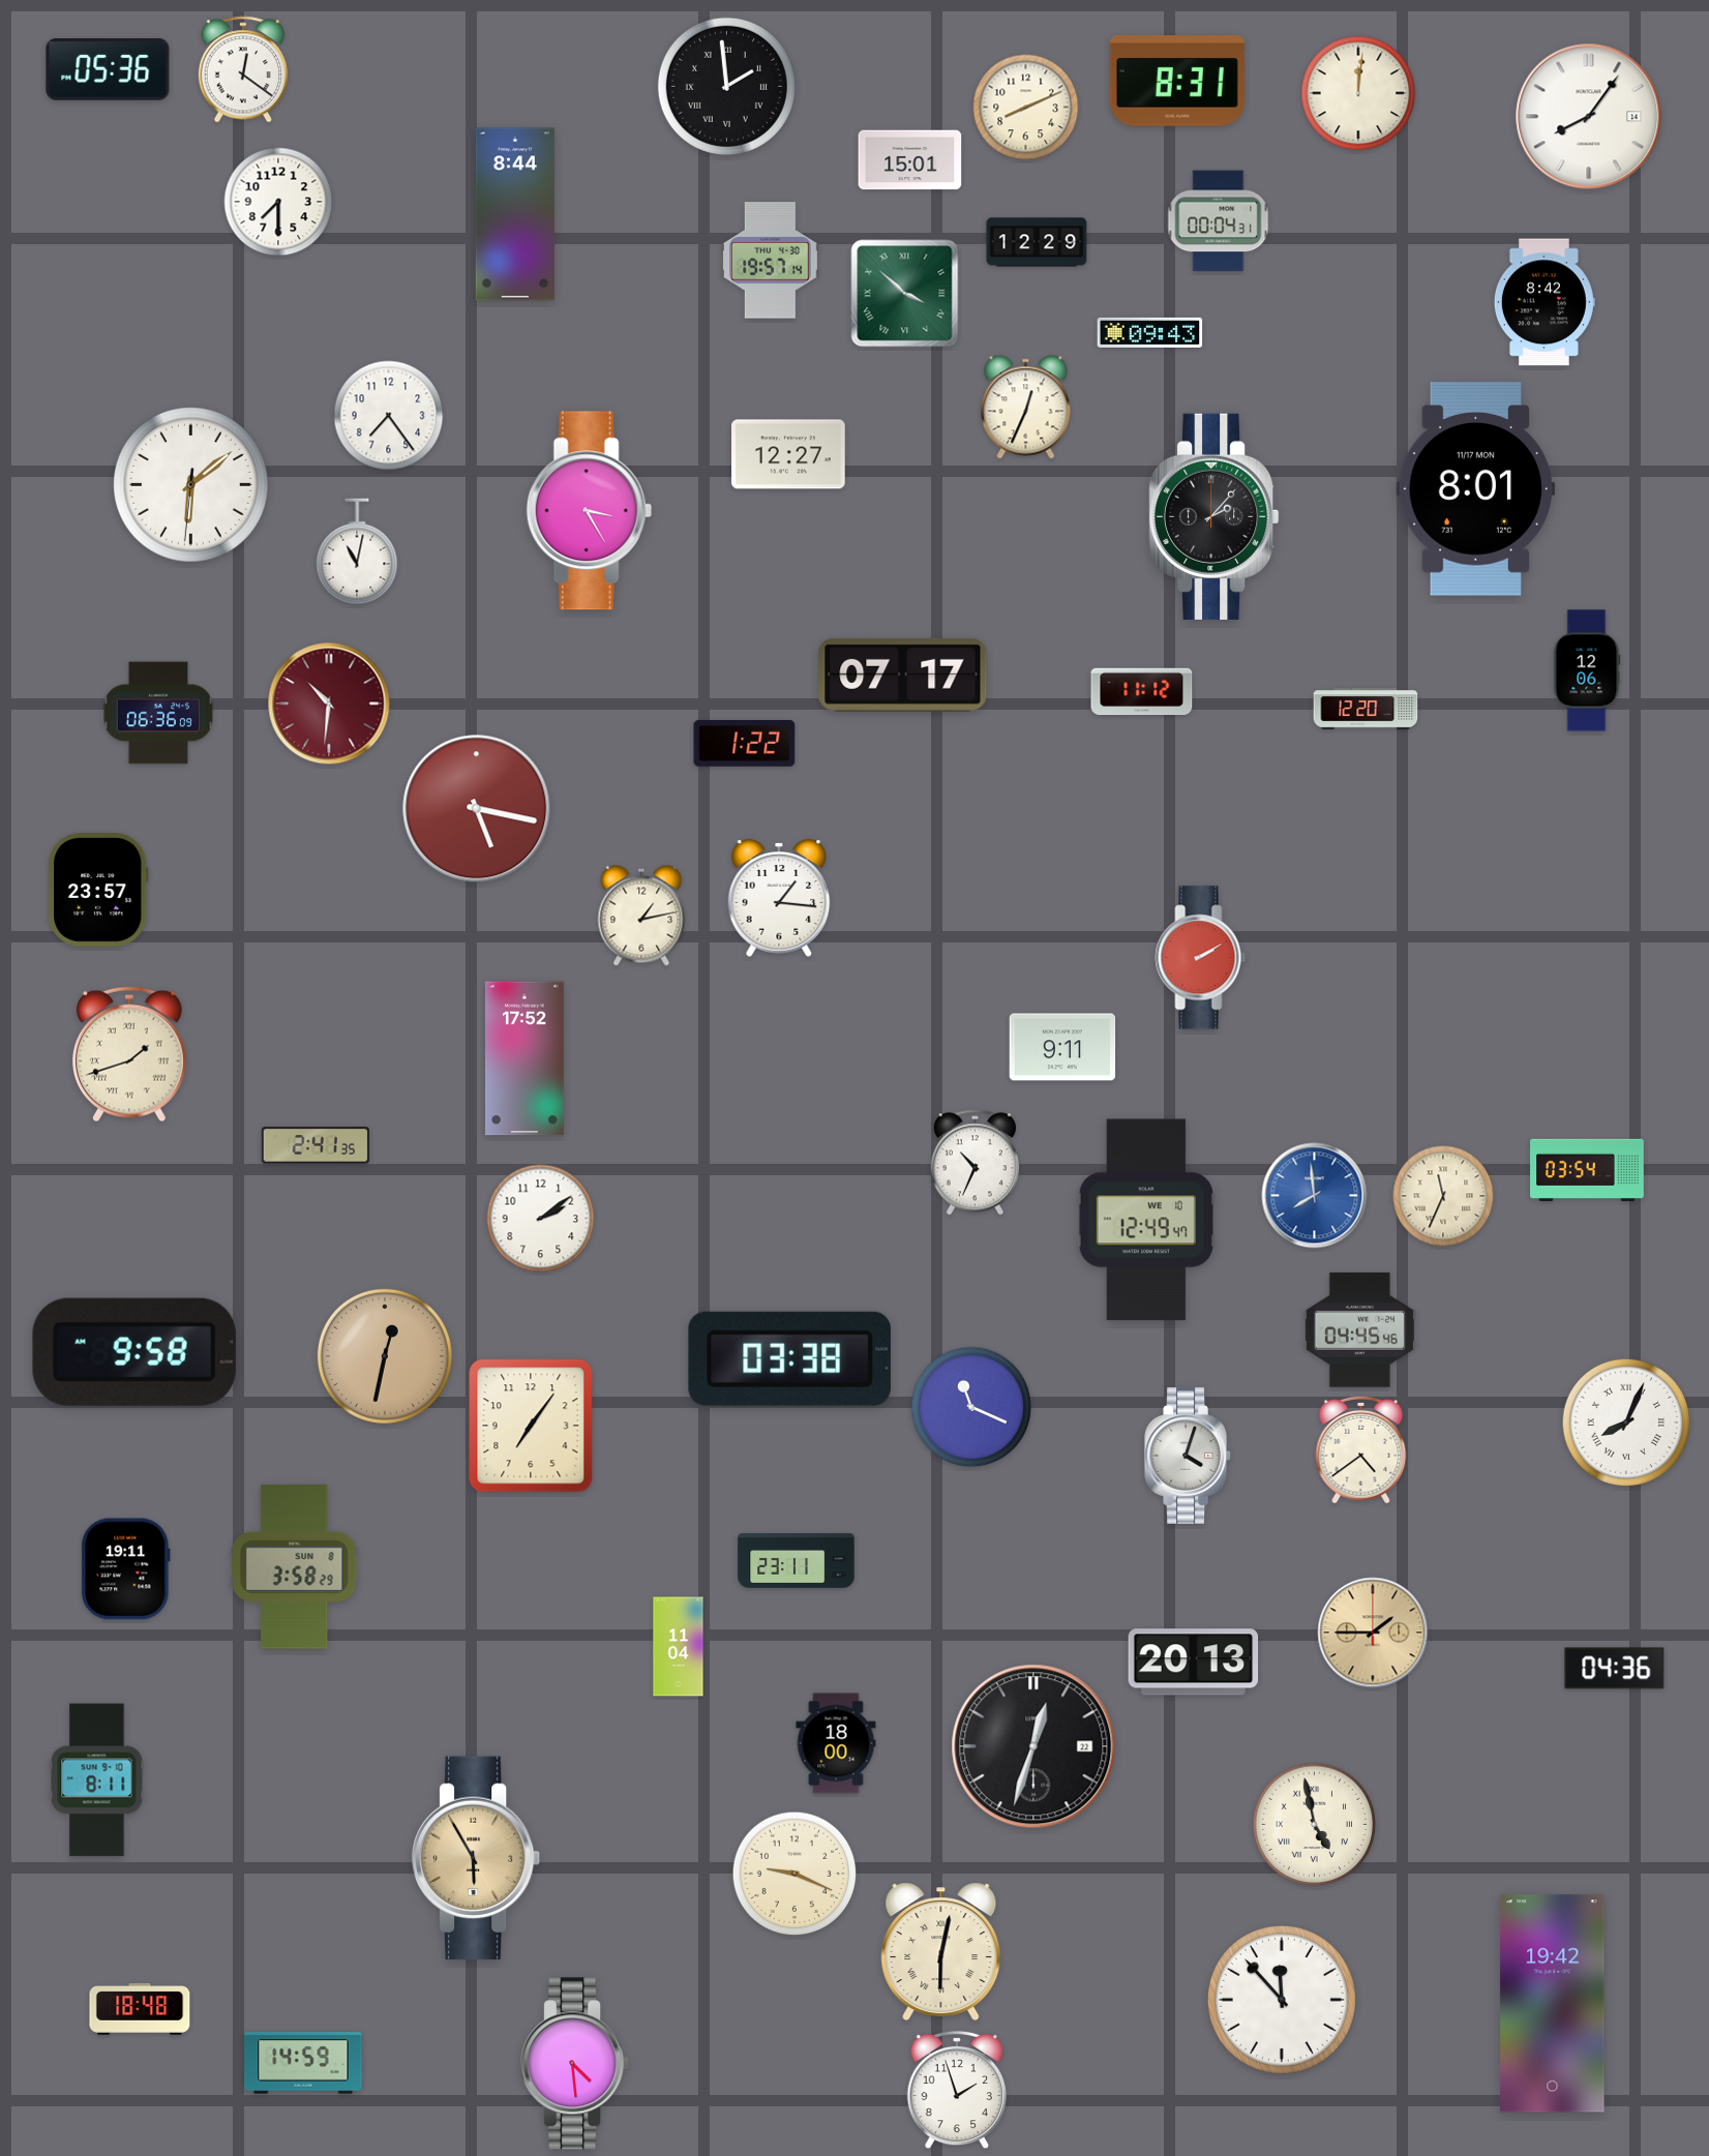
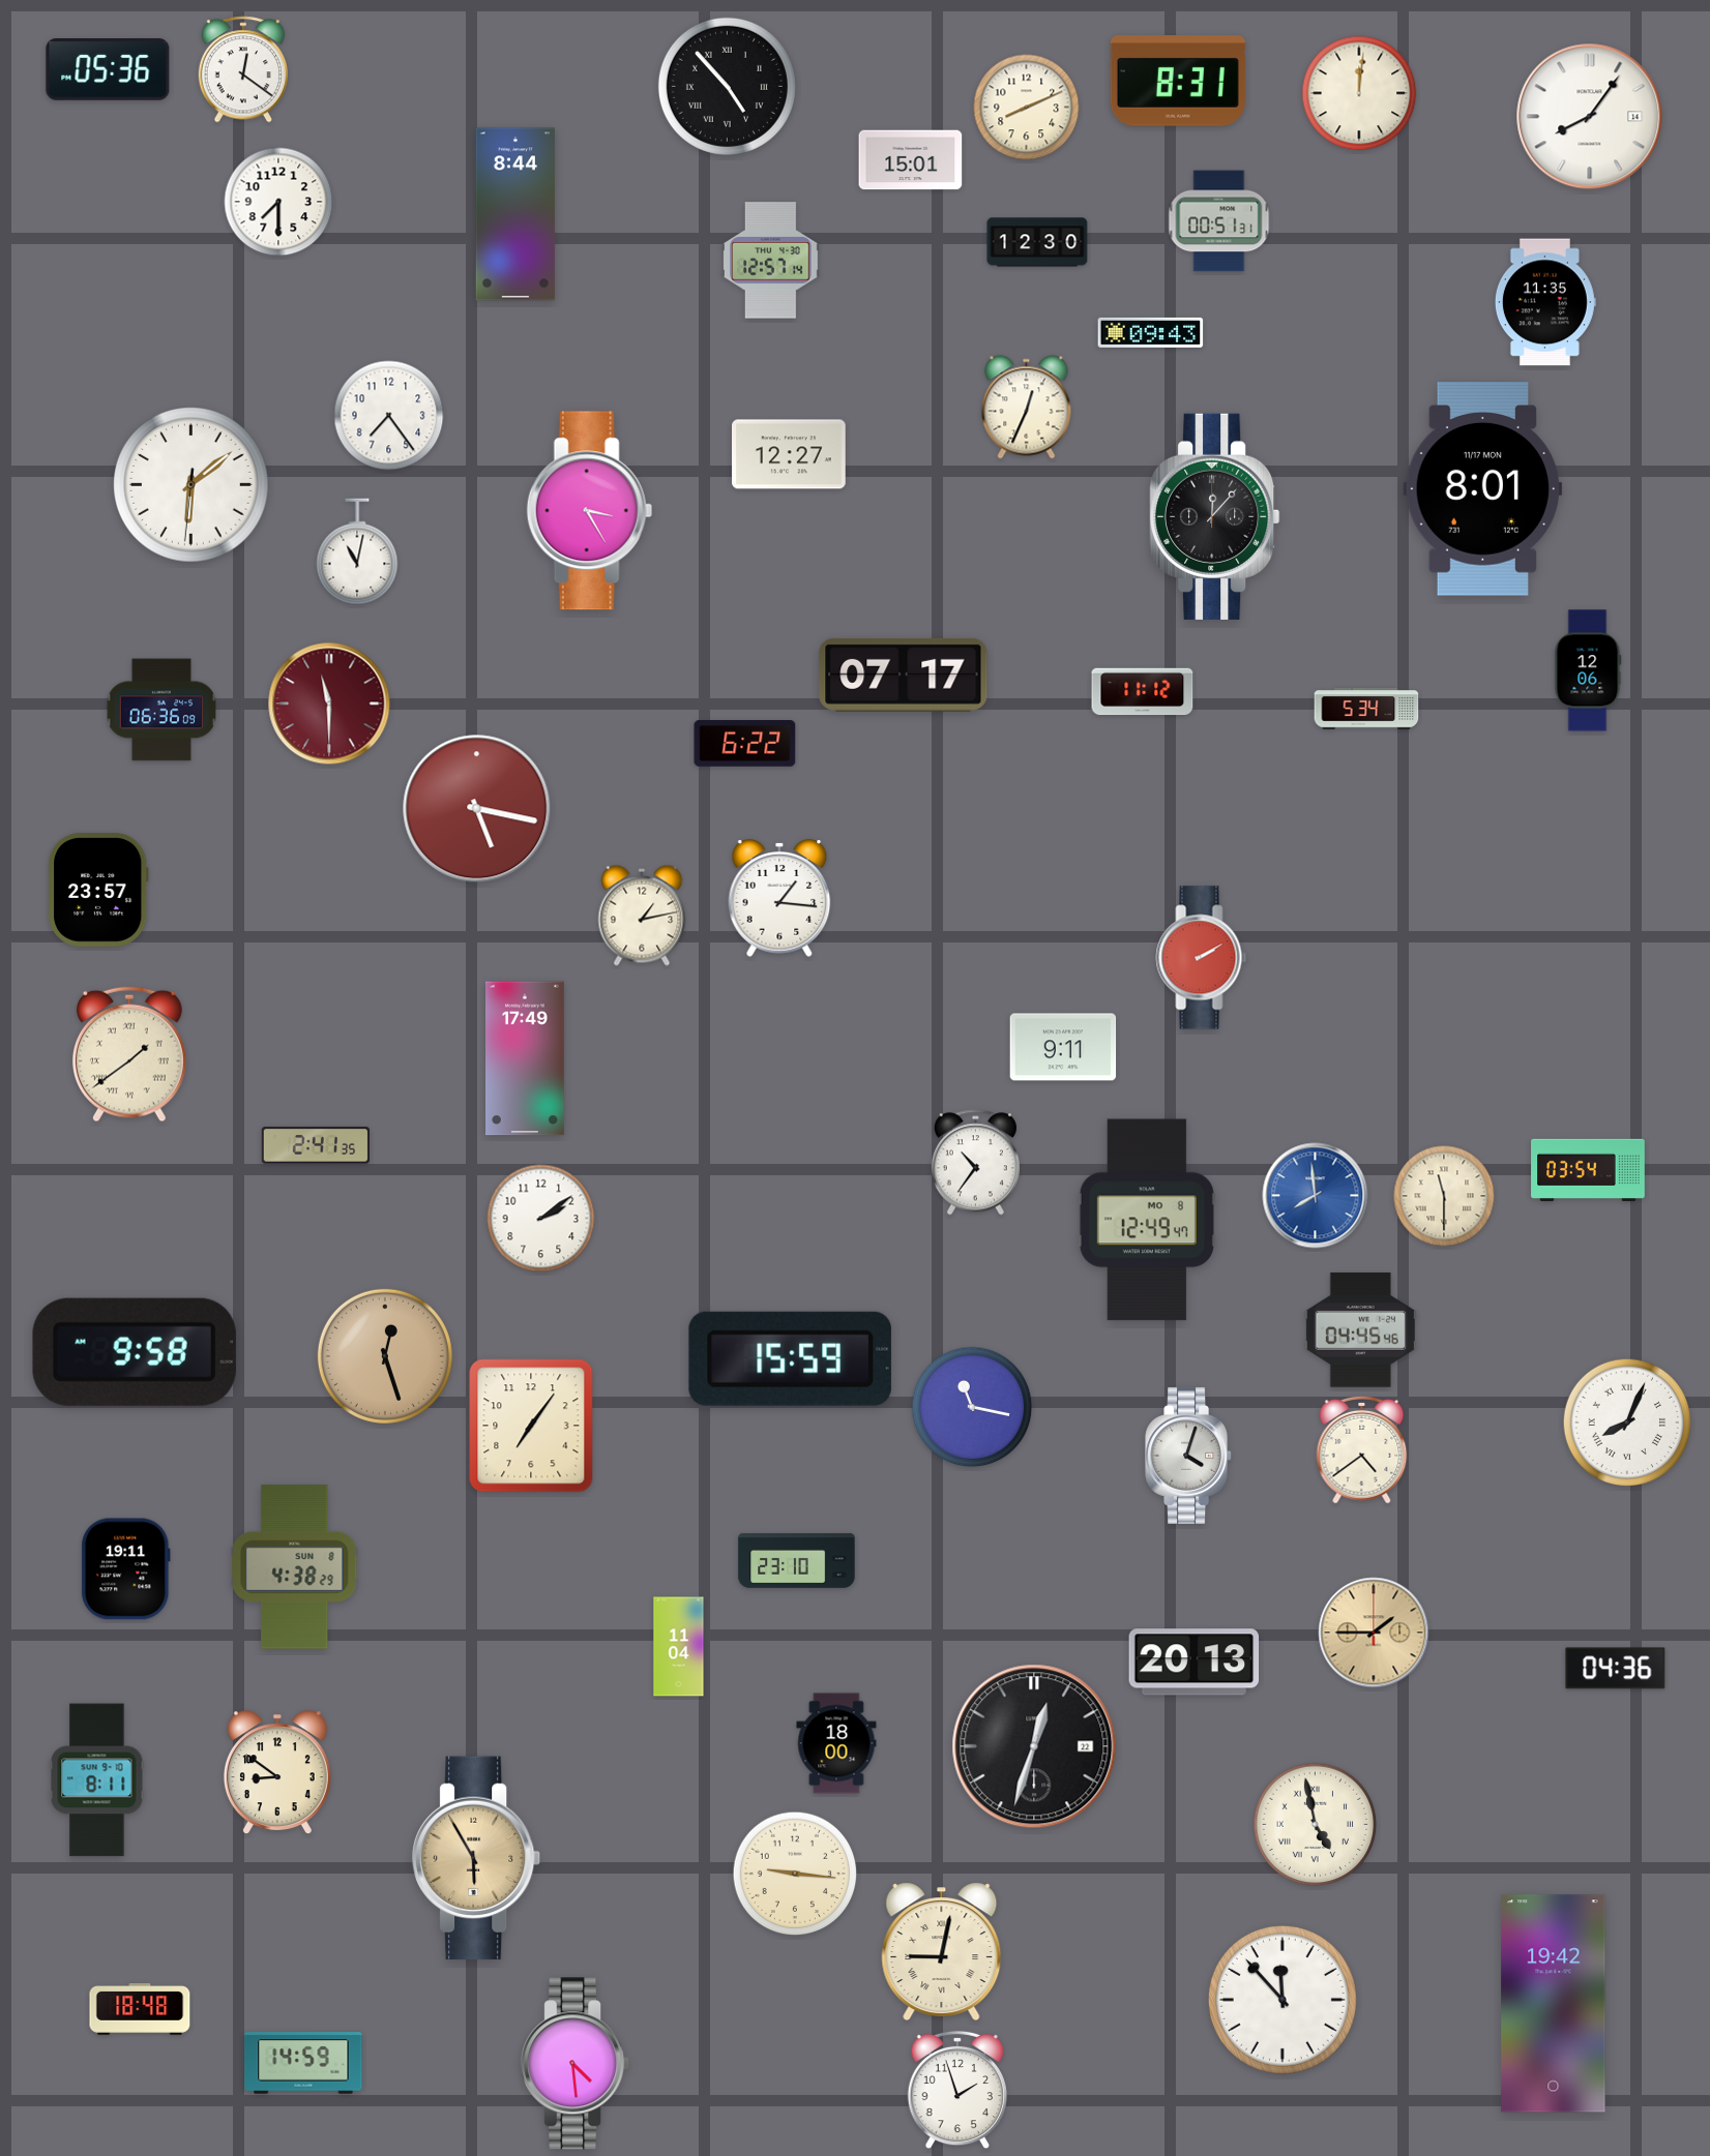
clock at (726, 86): 1:59 -> 4:53
clock at (1219, 221): 00:04 -> 00:51
clock at (1037, 242): 12:29 -> 12:30
clock at (771, 261): 19:57 -> 12:57
clock at (905, 294): 3:52 -> none
clock at (1545, 302): 8:42 -> 11:35
clock at (1476, 489) position: (1476, 489) -> (1483, 489)
clock at (1215, 516): 2:07 -> 12:07
clock at (329, 703): 10:31 -> 11:30
clock at (1366, 709): 12:20 -> 5:34
clock at (157, 713) position: (157, 713) -> (160, 710)
clock at (745, 744): 1:22 -> 6:22
clock at (129, 1054): 1:42 -> 1:39
clock at (526, 1058): 17:52 -> 17:49
clock at (975, 1163): 10:34 -> 10:36
clock at (1443, 1196): 11:34 -> 11:30
clock at (1146, 1220) date: WE 10 -> MO 8
clock at (385, 1356): 12:32 -> 12:27
clock at (789, 1358): 03:38 -> 15:59
clock at (971, 1407): 11:19 -> 11:17
clock at (797, 1561): 23:11 -> 23:10
clock at (294, 1567): 3:58 -> 4:38
clock at (277, 1773): none -> 8:51
clock at (794, 1874): 9:19 -> 9:16
clock at (941, 1952): 6:02 -> 9:02
